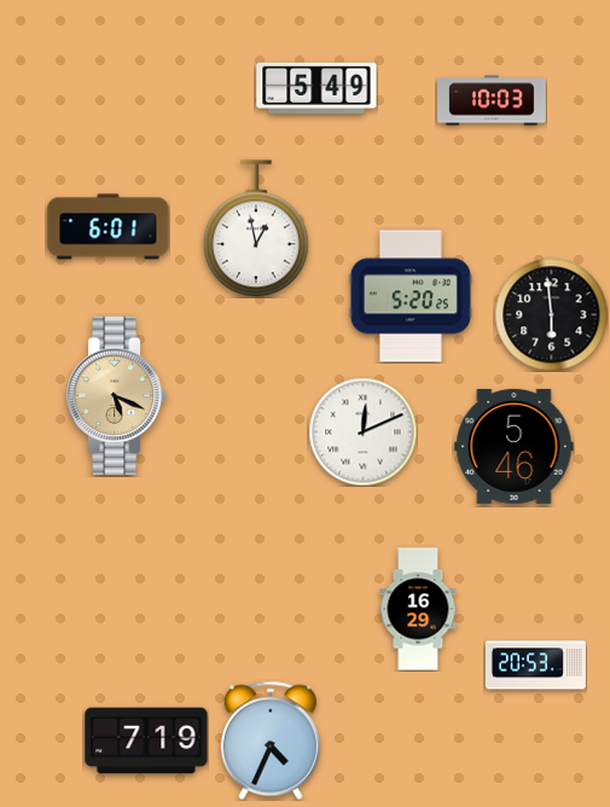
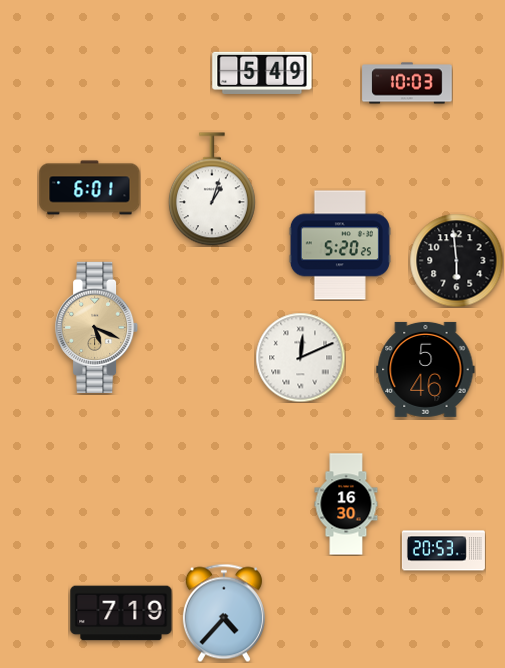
clock at (256, 228): 12:58 -> 1:03
clock at (418, 609): 16:29 -> 16:30
clock at (271, 741): 4:34 -> 4:37
